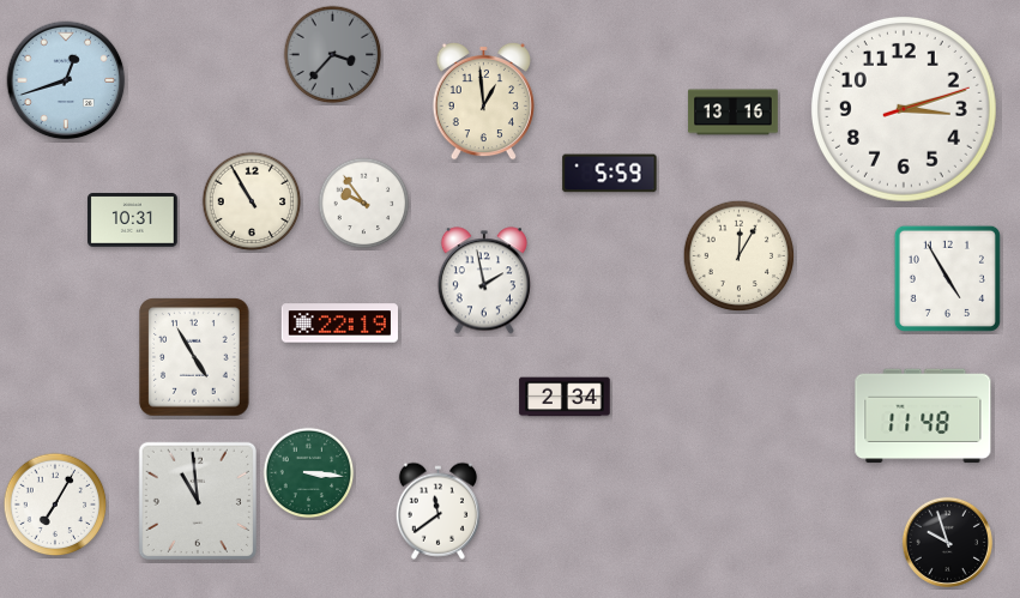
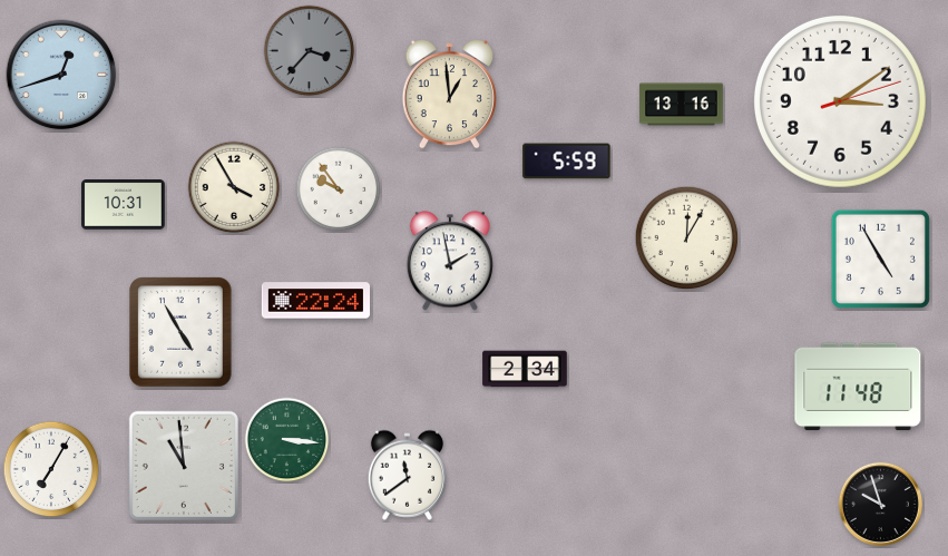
clock at (904, 109): 3:12 -> 3:09
clock at (252, 201): 10:55 -> 3:55
clock at (339, 324): 22:19 -> 22:24
